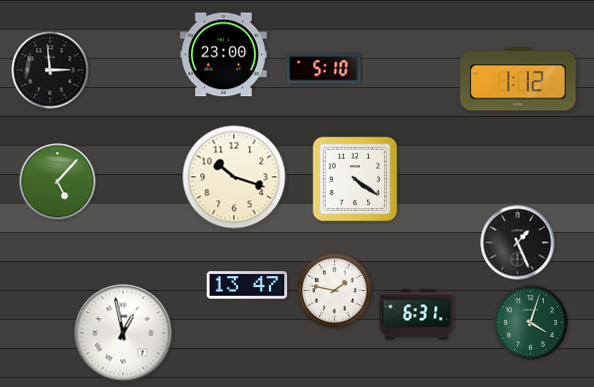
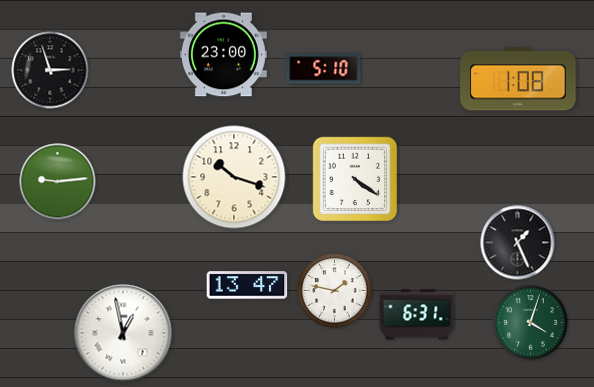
clock at (50, 70): 2:59 -> 2:57
clock at (518, 79): 1:12 -> 1:08
clock at (58, 182): 5:07 -> 9:14
